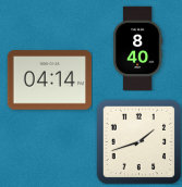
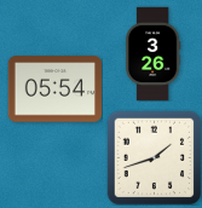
clock at (137, 48): 8:40 -> 3:26
clock at (49, 80): 04:14 -> 05:54
